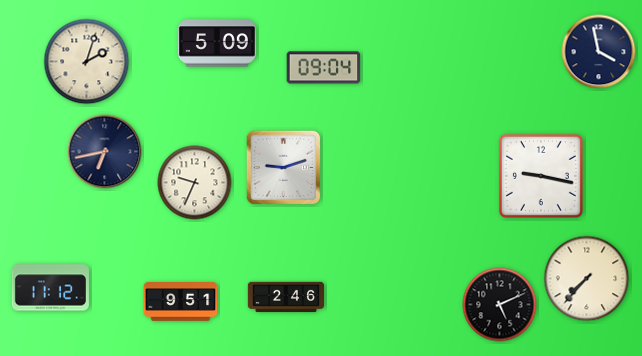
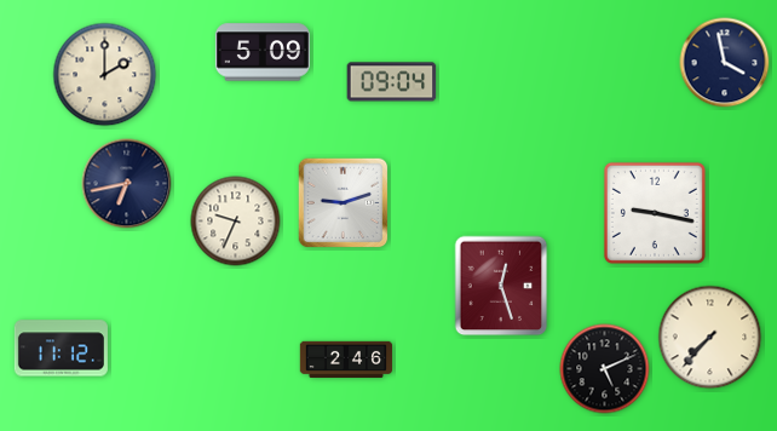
clock at (87, 62): 2:03 -> 2:00
clock at (501, 286): none -> 12:27
clock at (181, 302): 9:51 -> none
